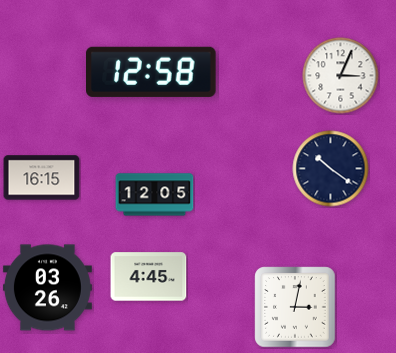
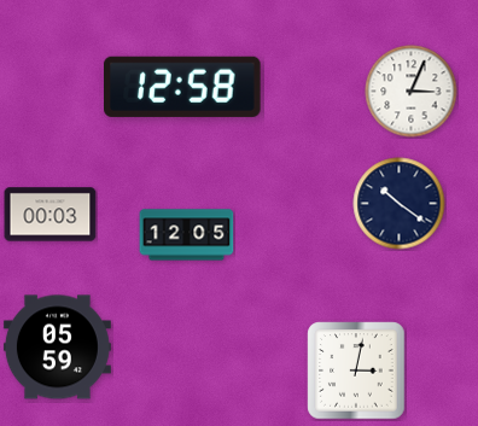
clock at (42, 178): 16:15 -> 00:03
clock at (149, 277): 4:45 -> none
clock at (47, 288): 03:26 -> 05:59
